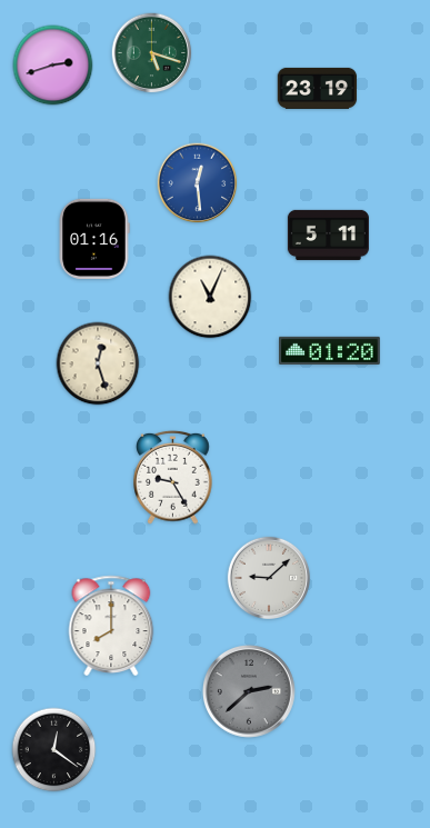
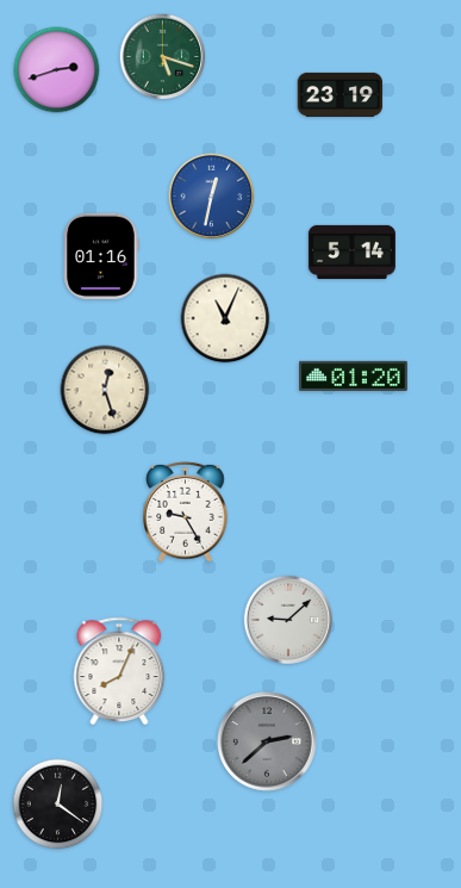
clock at (198, 183): 12:29 -> 12:32
clock at (328, 235): 5:11 -> 5:14
clock at (111, 626): 8:00 -> 8:04
